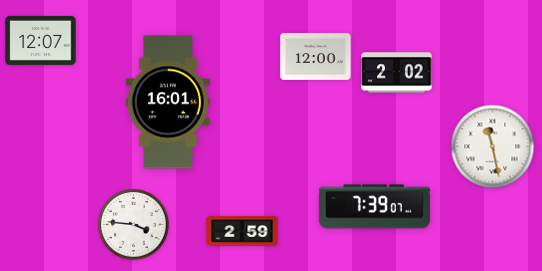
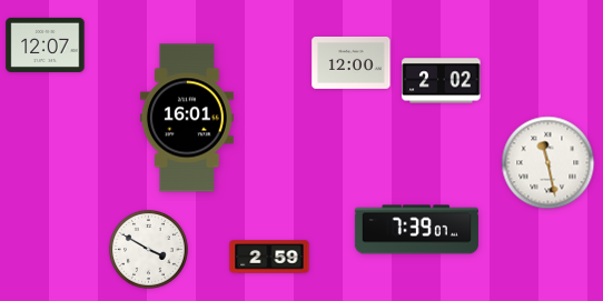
clock at (168, 102) position: (168, 102) -> (187, 118)
clock at (133, 224): 3:46 -> 3:50
